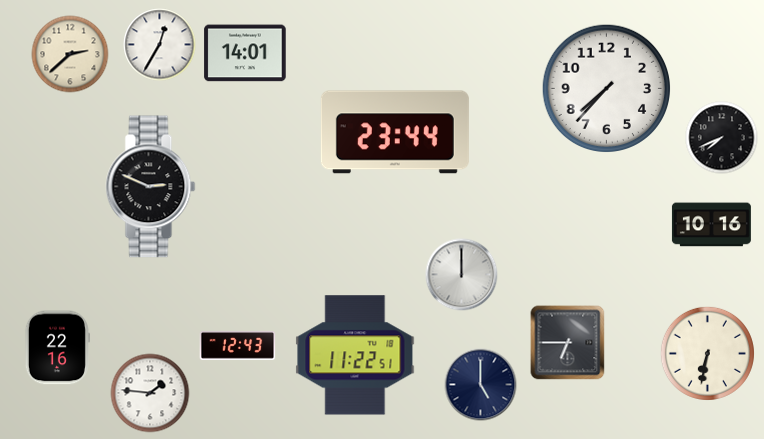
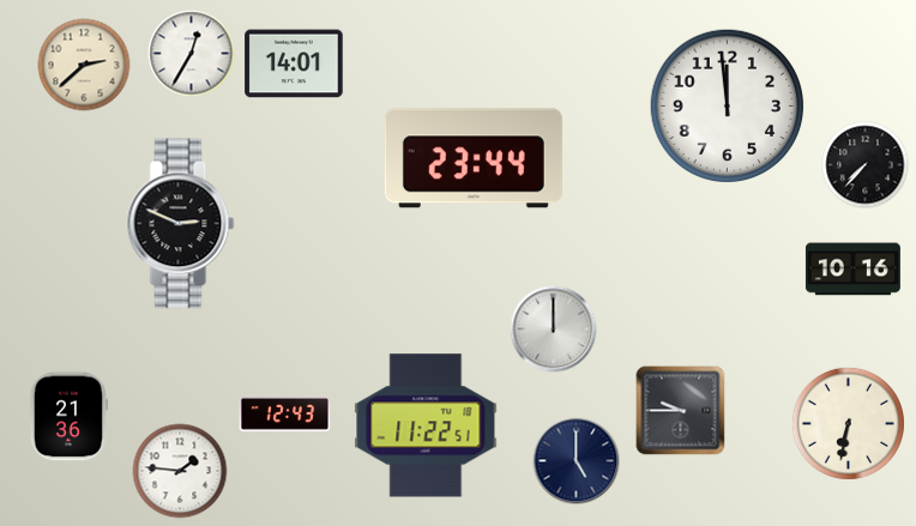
clock at (606, 88): 7:37 -> 11:59
clock at (722, 138): 7:41 -> 7:37
clock at (568, 343): 6:45 -> 9:45
clock at (57, 348): 22:16 -> 21:36
